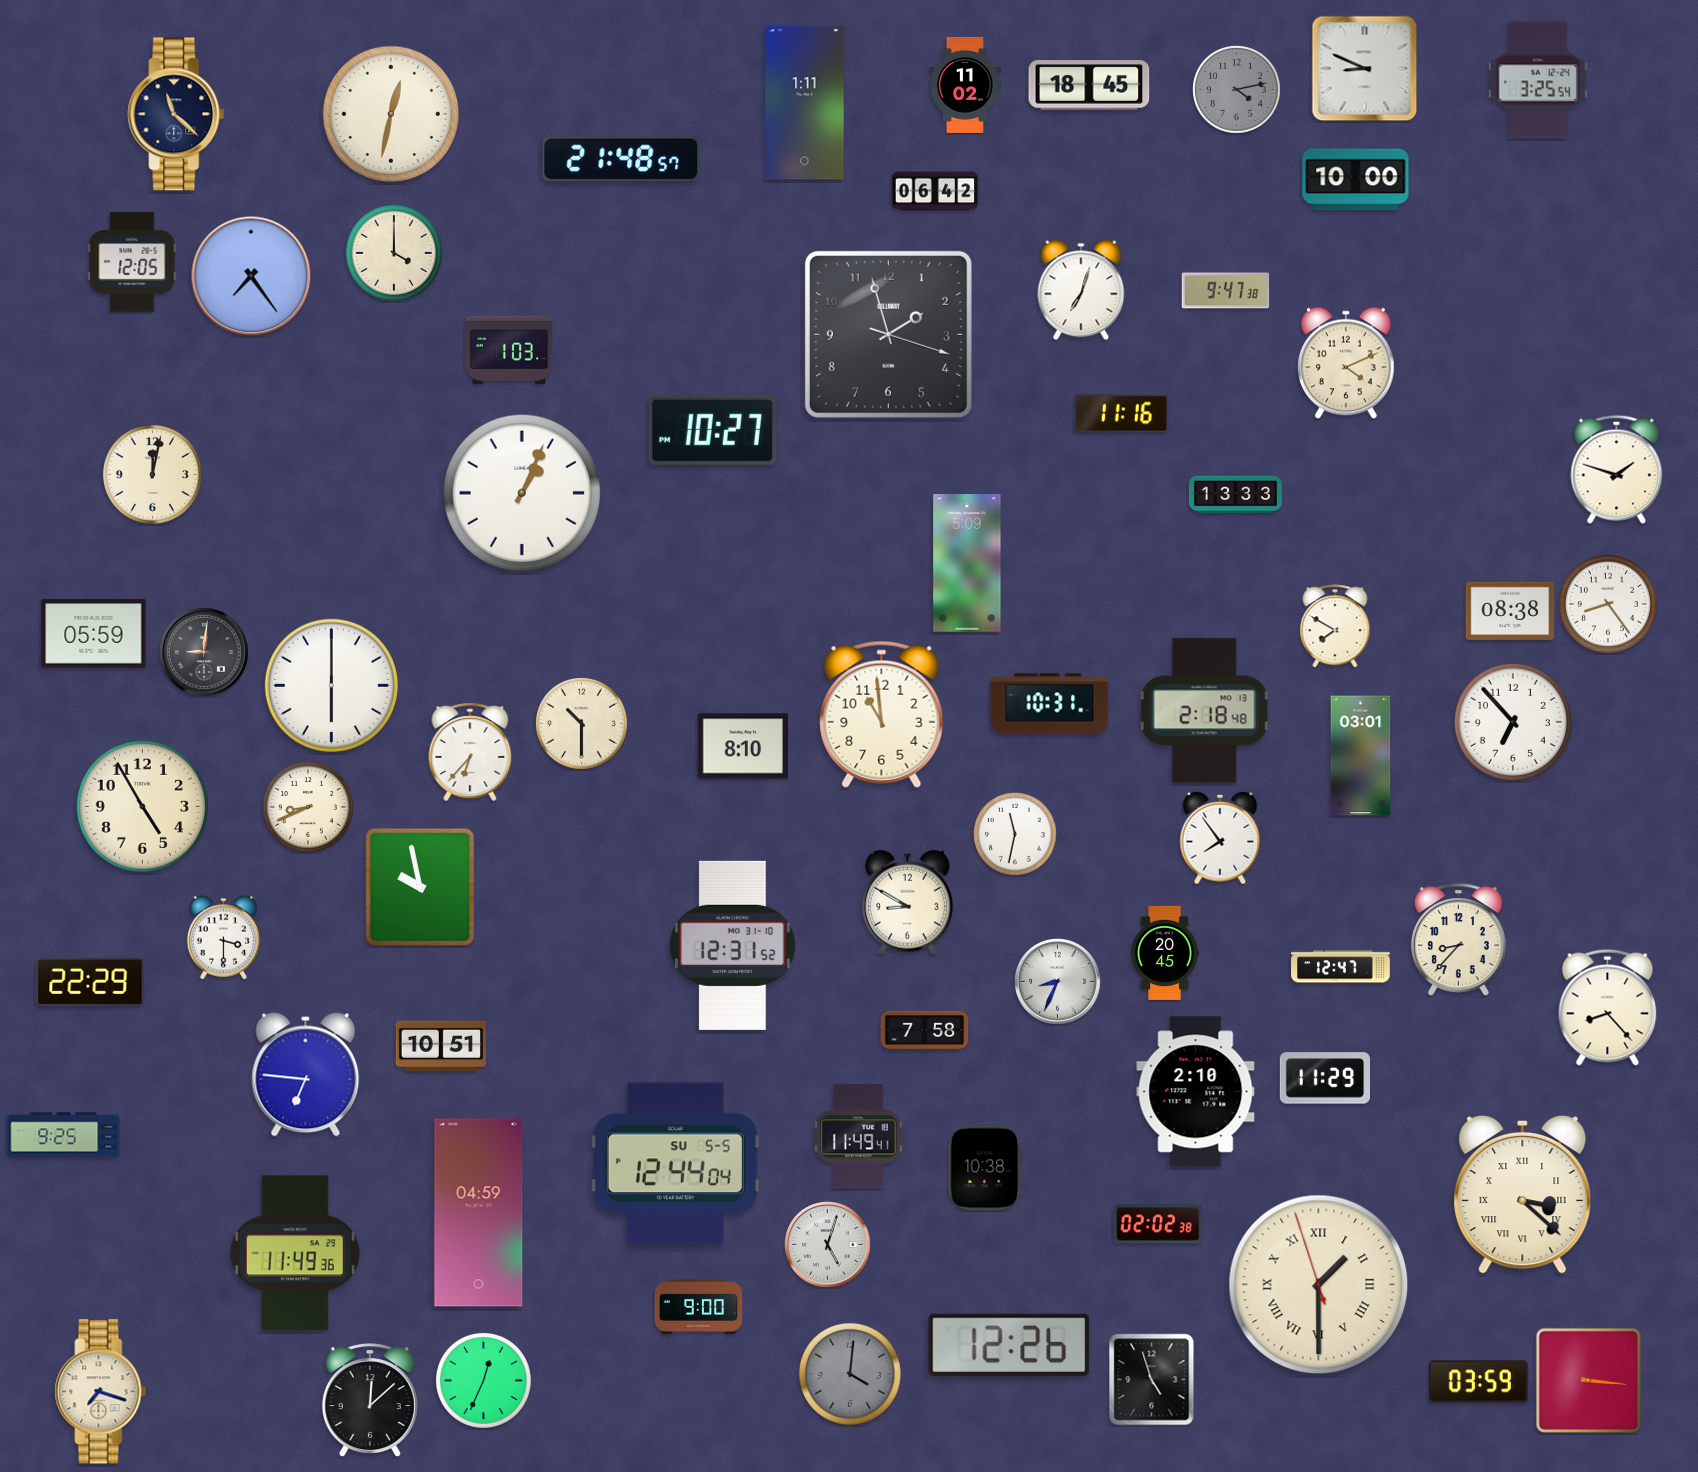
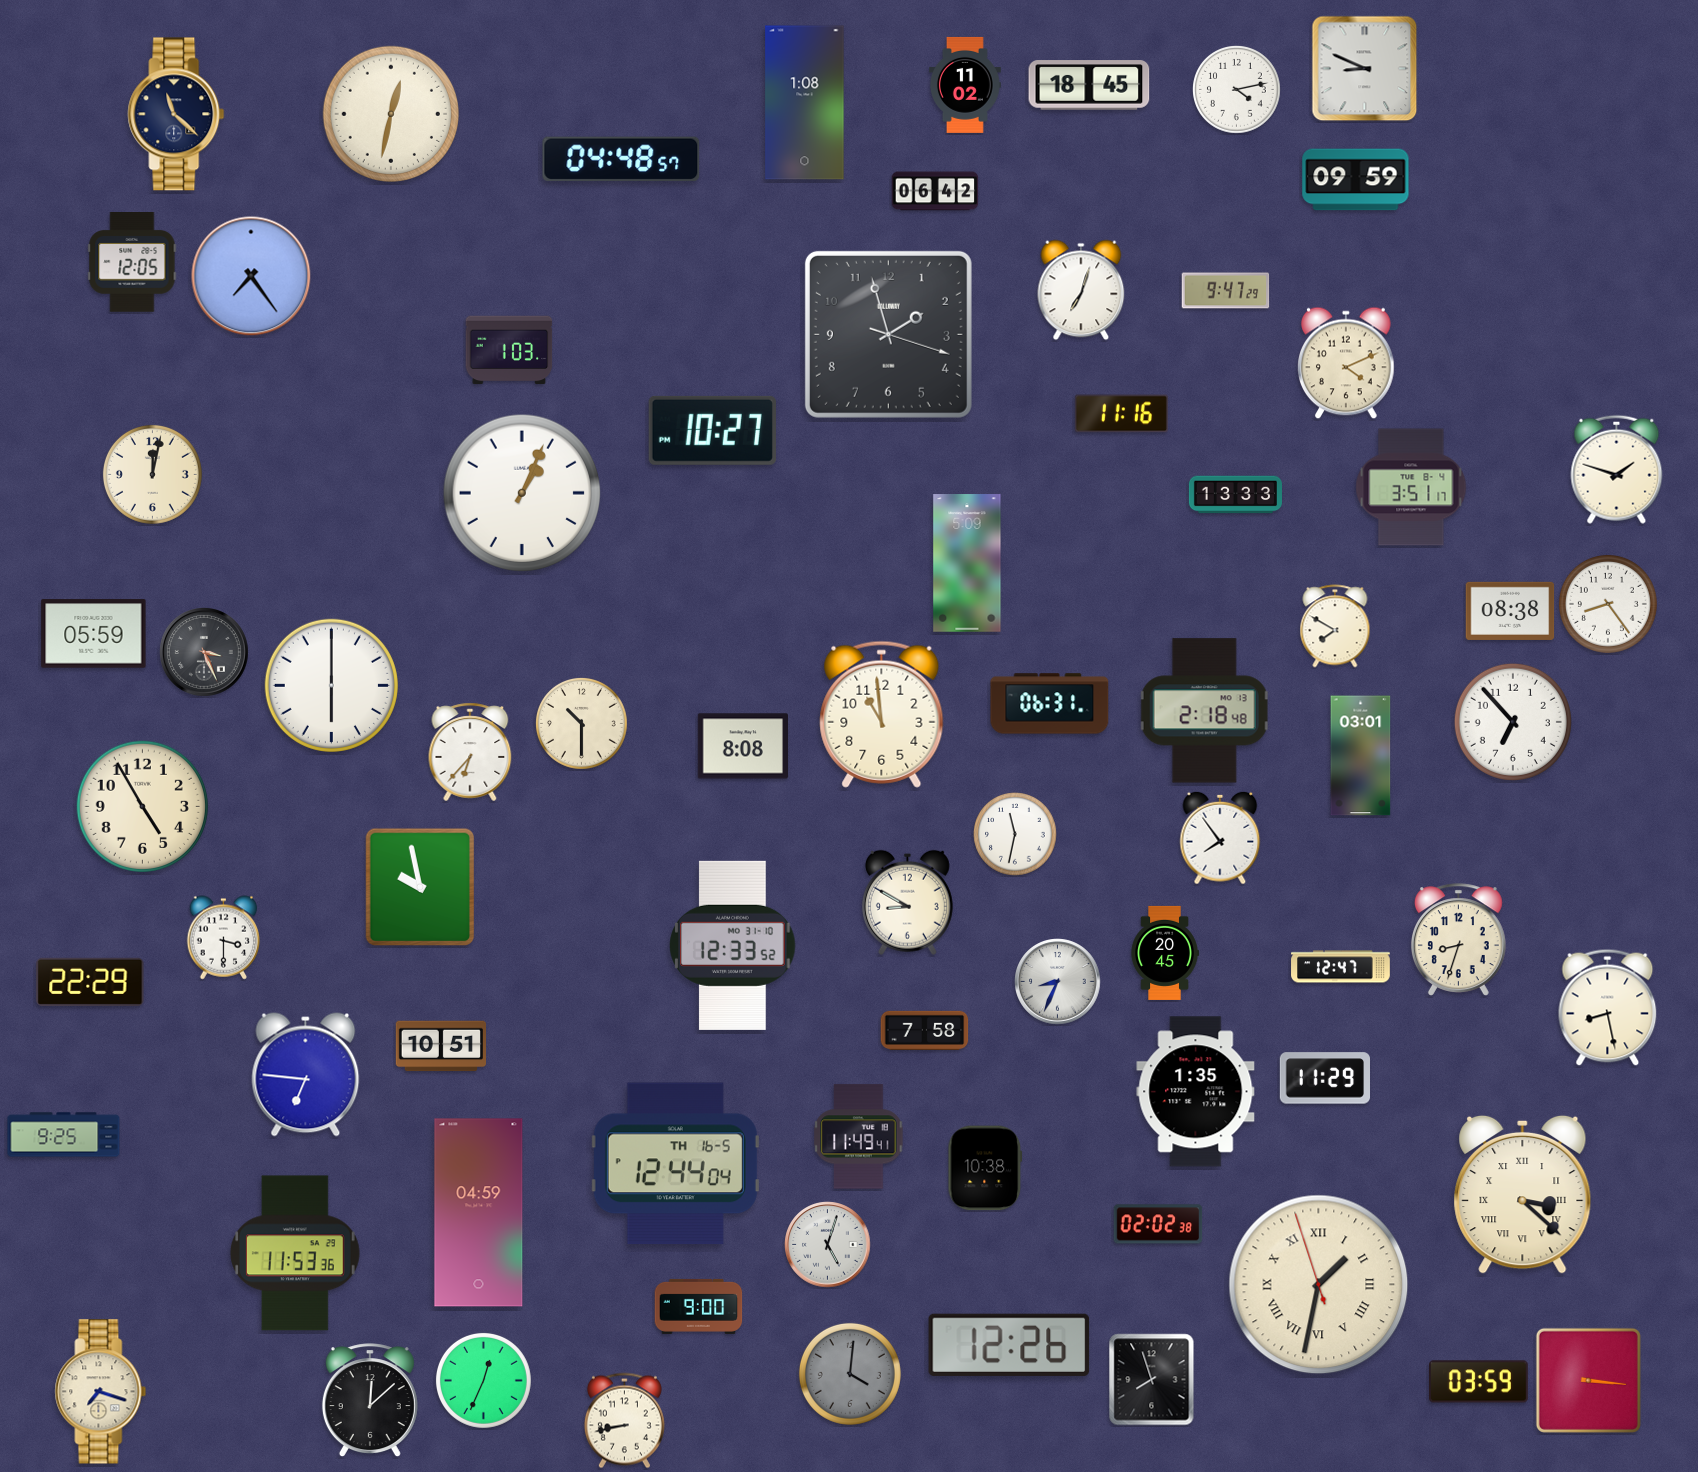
clock at (1538, 80): 3:25 -> none
clock at (1237, 90) dial: grey -> white
clock at (805, 103): 1:11 -> 1:08
clock at (621, 159): 21:48 -> 04:48
clock at (1356, 180): 10:00 -> 09:59
clock at (394, 253): 4:00 -> none
clock at (1226, 291): 9:47:38 -> 9:47:29
clock at (1411, 487): none -> 3:51
clock at (205, 653): 9:01 -> 3:26
clock at (1050, 704): 10:31 -> 06:31
clock at (742, 746): 8:10 -> 8:08
clock at (309, 808): 8:41 -> none
clock at (1458, 940): 8:37 -> 8:33
clock at (733, 945): 12:31 -> 12:33
clock at (1608, 1007): 8:23 -> 8:28
clock at (1196, 1092): 2:10 -> 1:35
clock at (675, 1164) date: SU 5-5 -> TH 16-5
clock at (296, 1253): 11:49 -> 11:53
clock at (1319, 1285): 1:29 -> 1:31
clock at (1152, 1380): 4:57 -> 7:57
clock at (624, 1421): none -> 8:43
